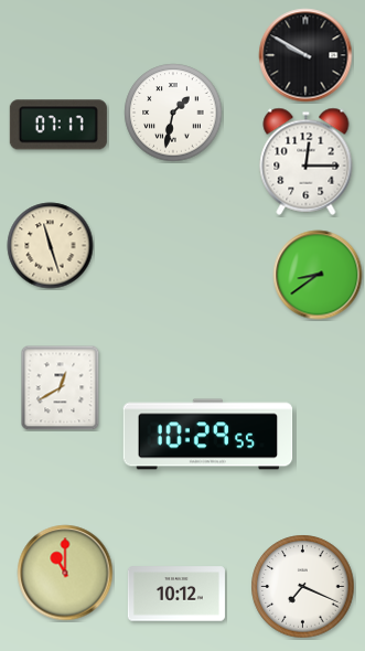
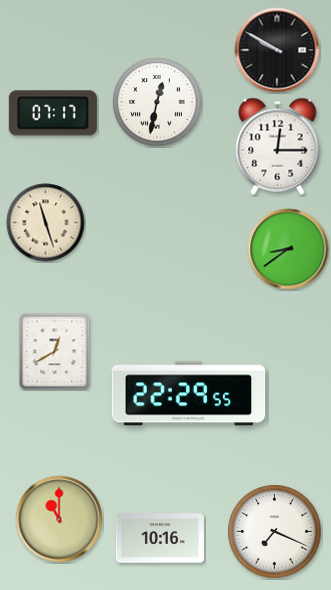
clock at (173, 113): 1:32 -> 12:32
clock at (208, 435): 10:29 -> 22:29
clock at (176, 594): 10:12 -> 10:16
